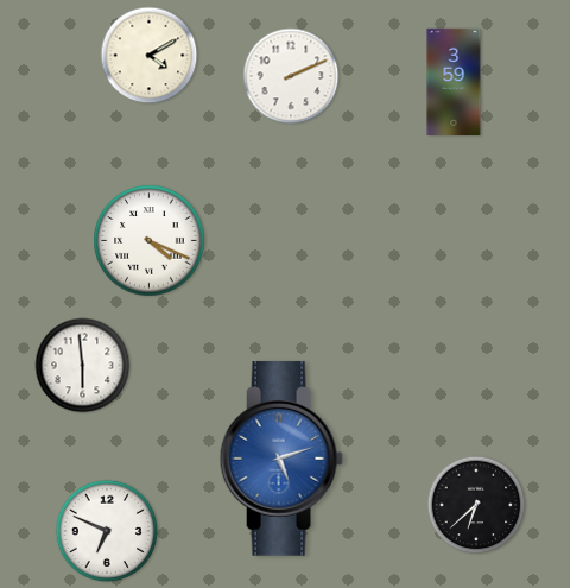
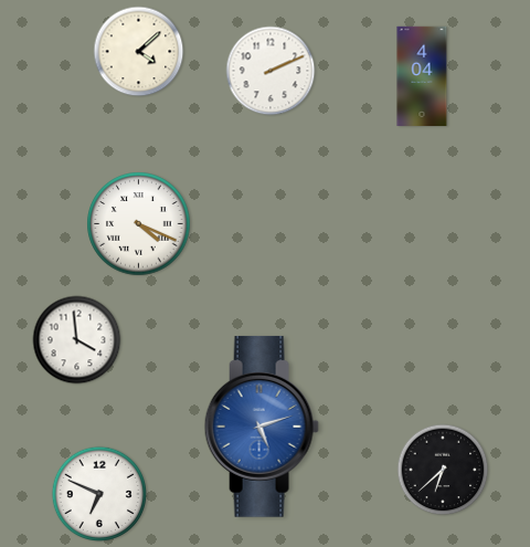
clock at (150, 56): 4:10 -> 4:08
clock at (454, 82): 3:59 -> 4:04
clock at (83, 366): 5:59 -> 3:59
